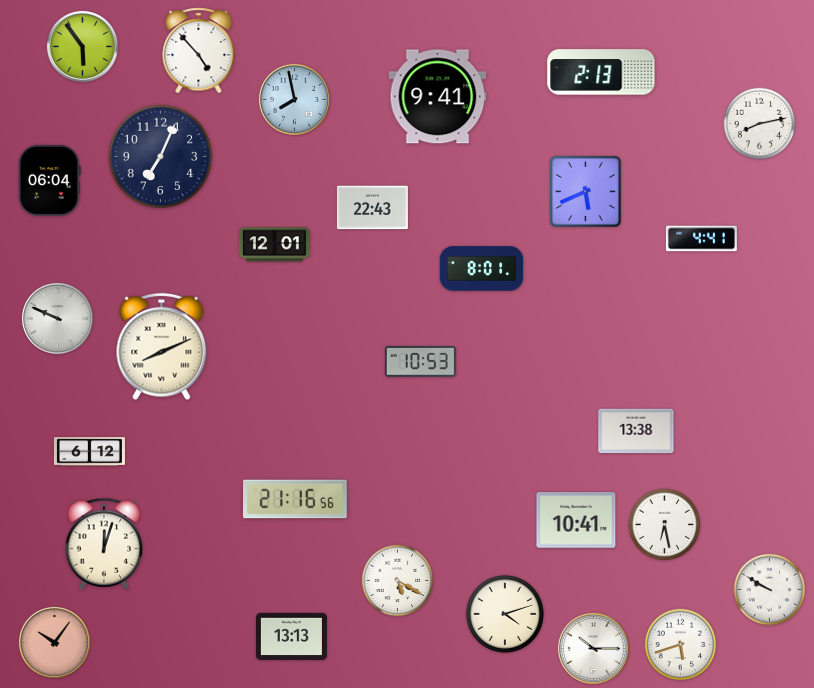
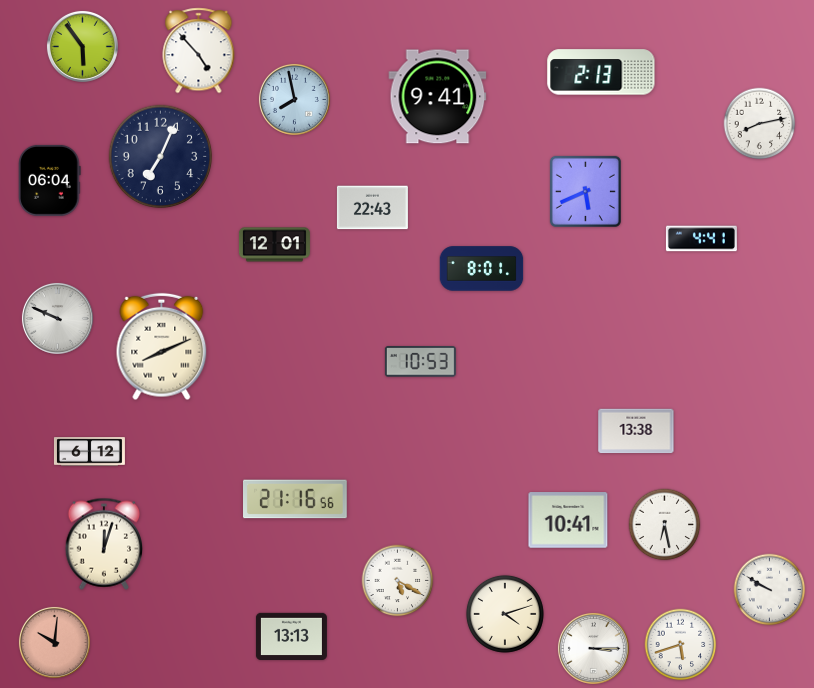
clock at (576, 520) position: (576, 520) -> (568, 520)
clock at (54, 642): 10:06 -> 10:01
clock at (593, 648): 10:15 -> 3:15
